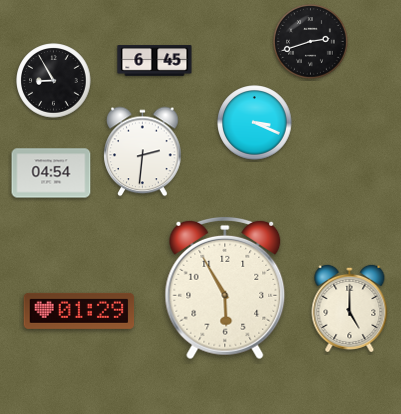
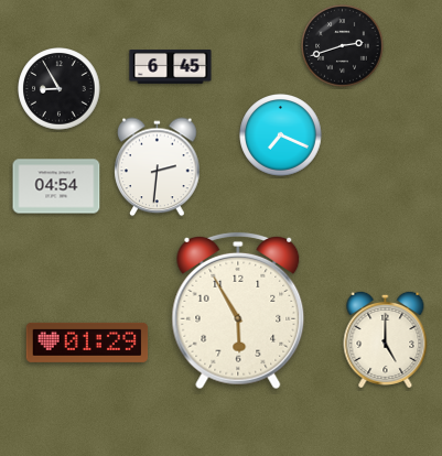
clock at (255, 123): 3:19 -> 7:19
clock at (51, 173) position: (51, 173) -> (56, 186)
clock at (225, 288) position: (225, 288) -> (238, 311)
